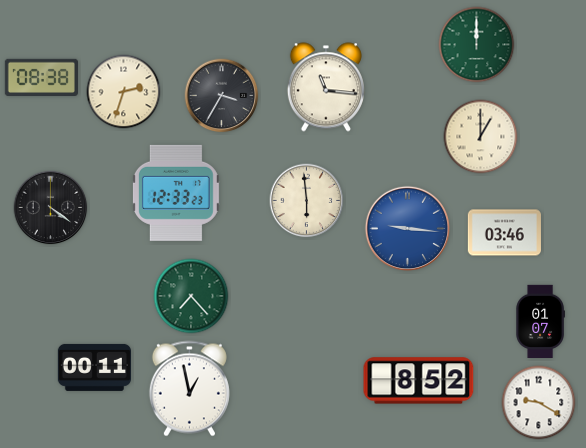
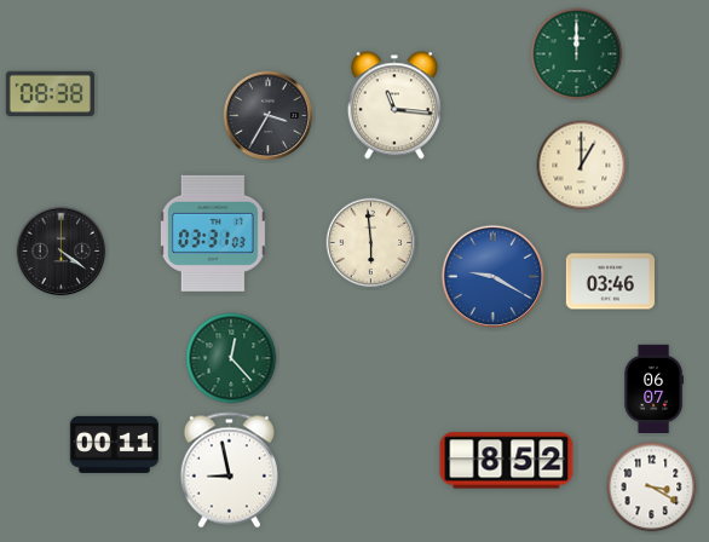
clock at (124, 92): 2:33 -> none
clock at (176, 193): 12:33 -> 03:31
clock at (408, 229): 9:16 -> 9:20
clock at (191, 296): 7:23 -> 12:23
clock at (540, 321): 01:07 -> 06:07
clock at (189, 389): 12:58 -> 8:58
clock at (539, 403): 9:20 -> 3:20
